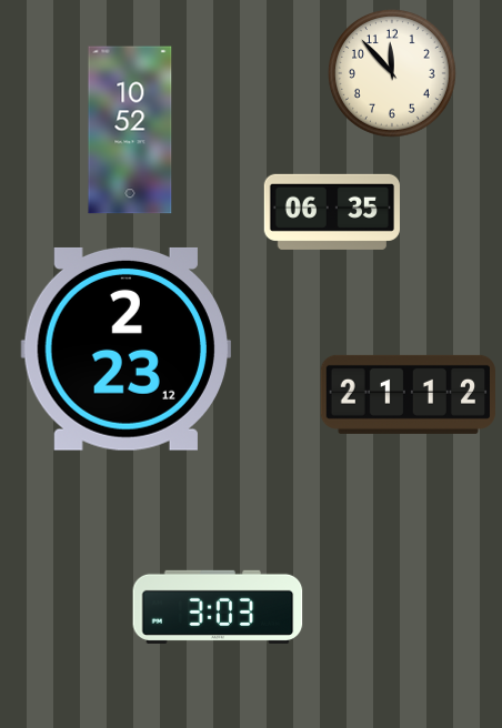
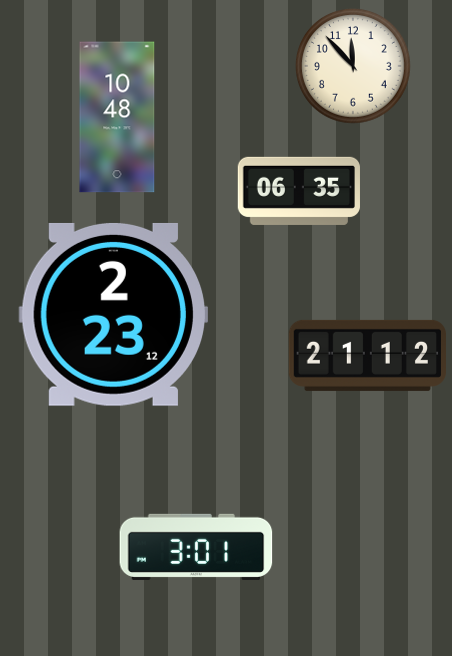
clock at (130, 130): 10:52 -> 10:48
clock at (218, 607): 3:03 -> 3:01
